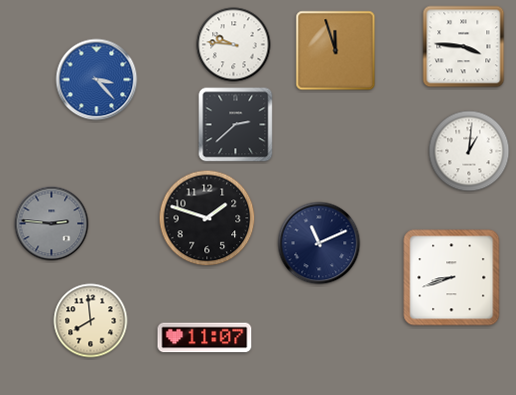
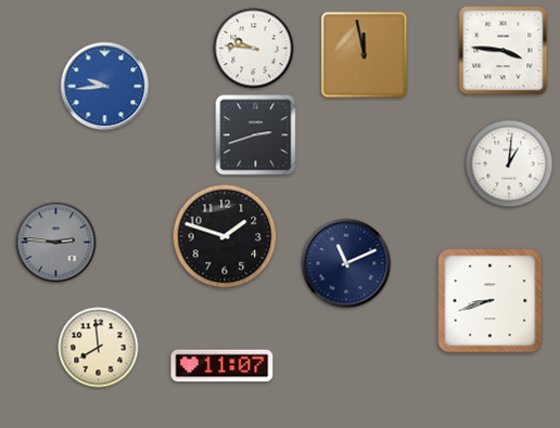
clock at (336, 51): 11:57 -> 11:58
clock at (97, 80): 3:23 -> 9:44
clock at (236, 125): 2:38 -> 2:42
